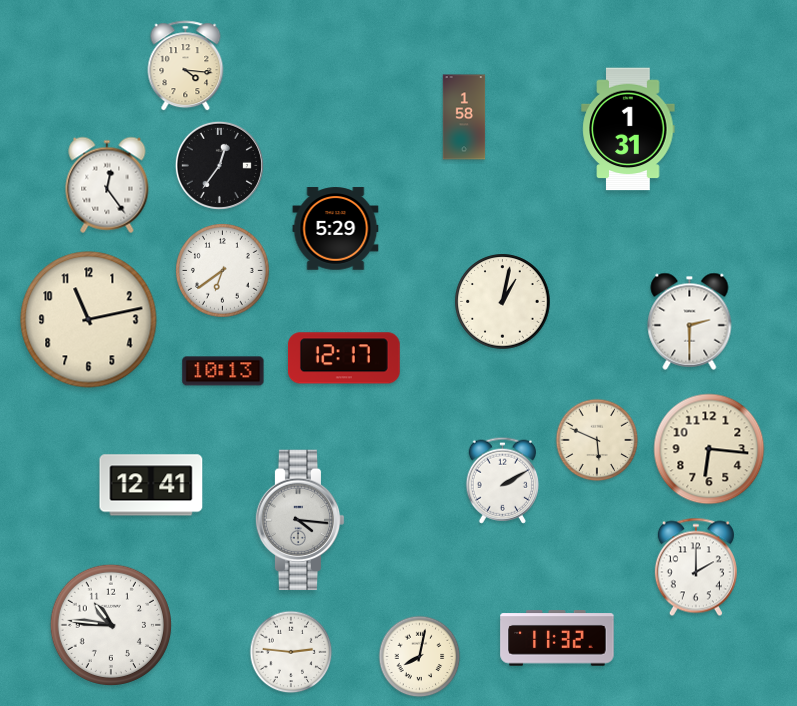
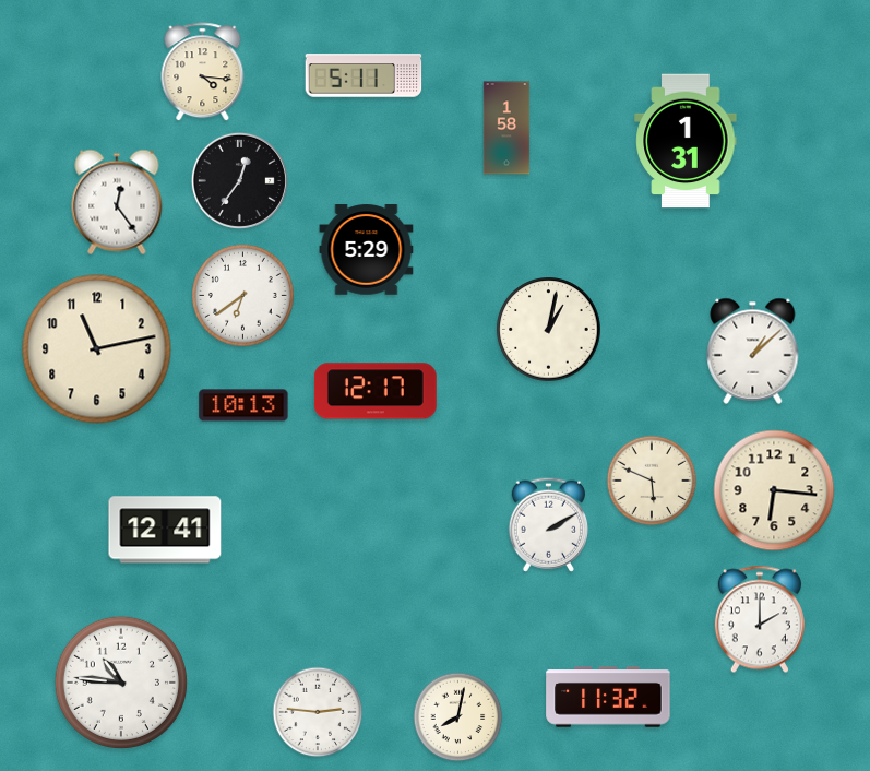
clock at (364, 75): none -> 5:11
clock at (690, 321): 2:30 -> 1:08
clock at (300, 520): 4:16 -> none
